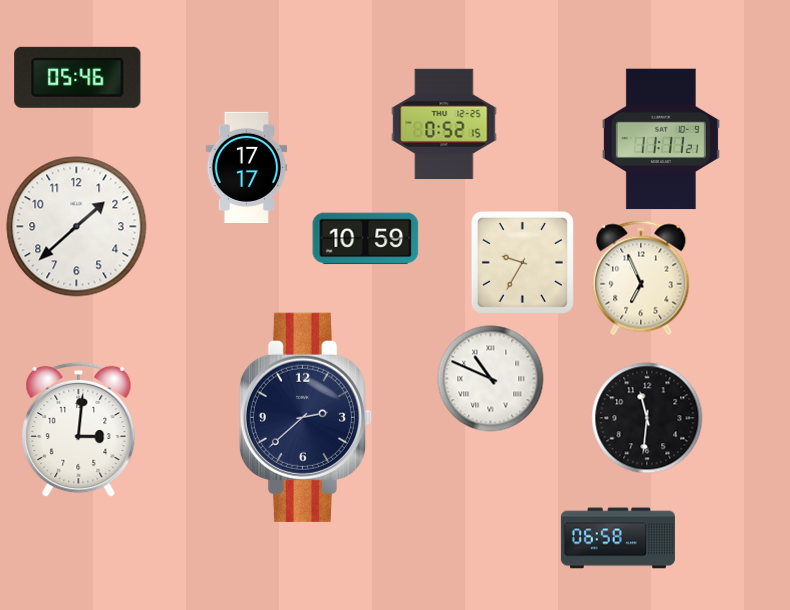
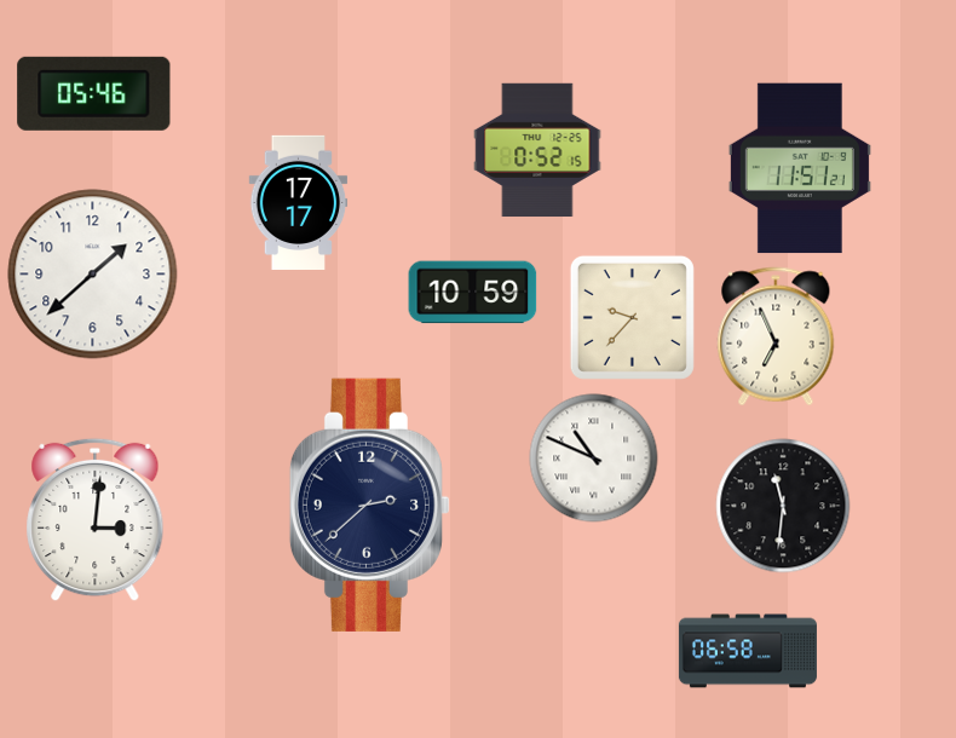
clock at (661, 139): 11:11 -> 11:51
clock at (366, 239) position: (366, 239) -> (473, 293)
clock at (522, 262): 9:35 -> 9:37
